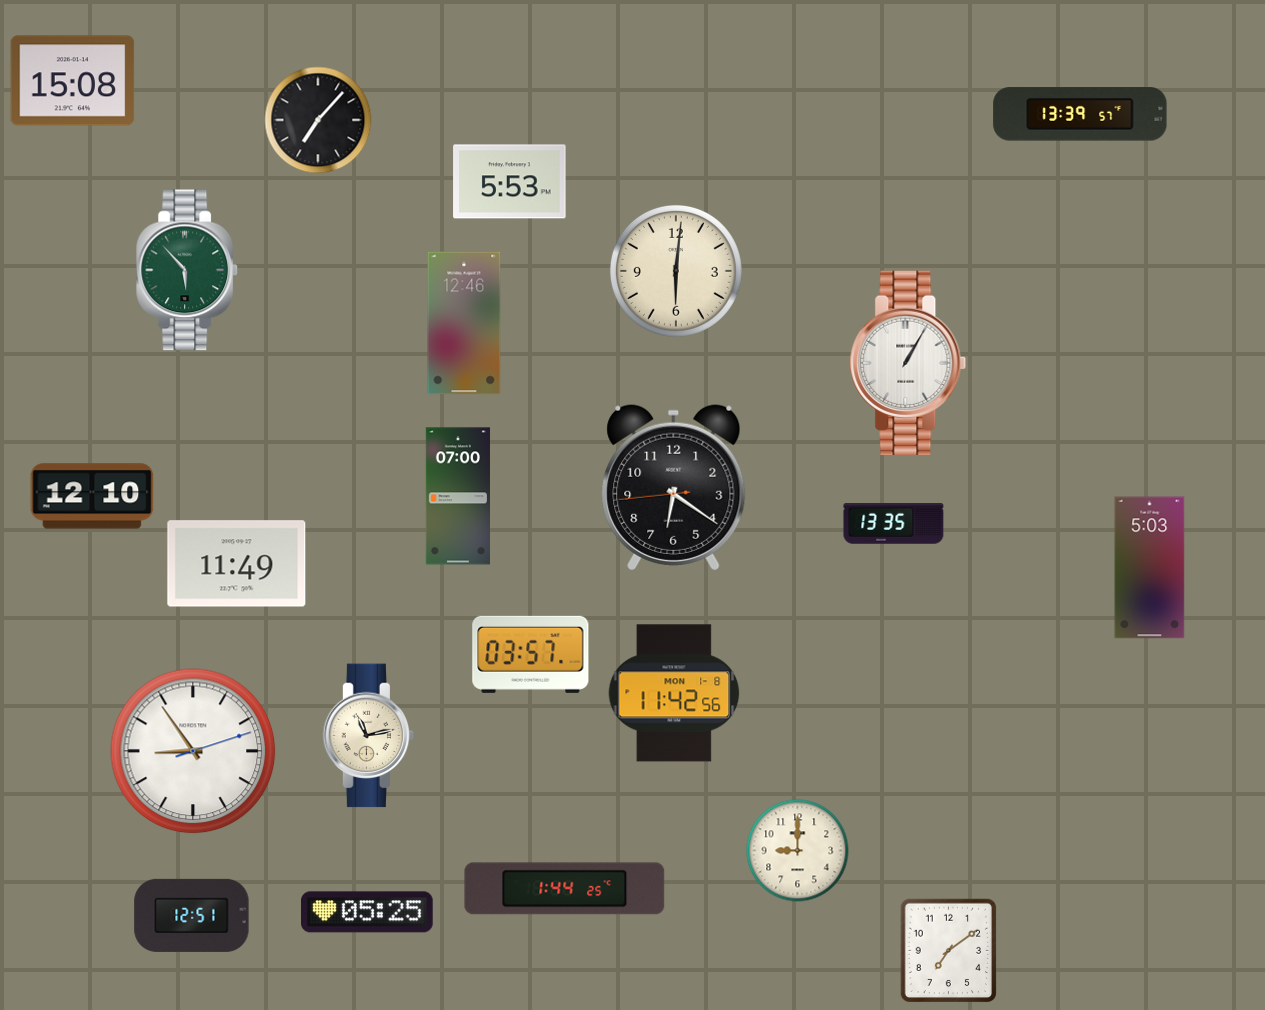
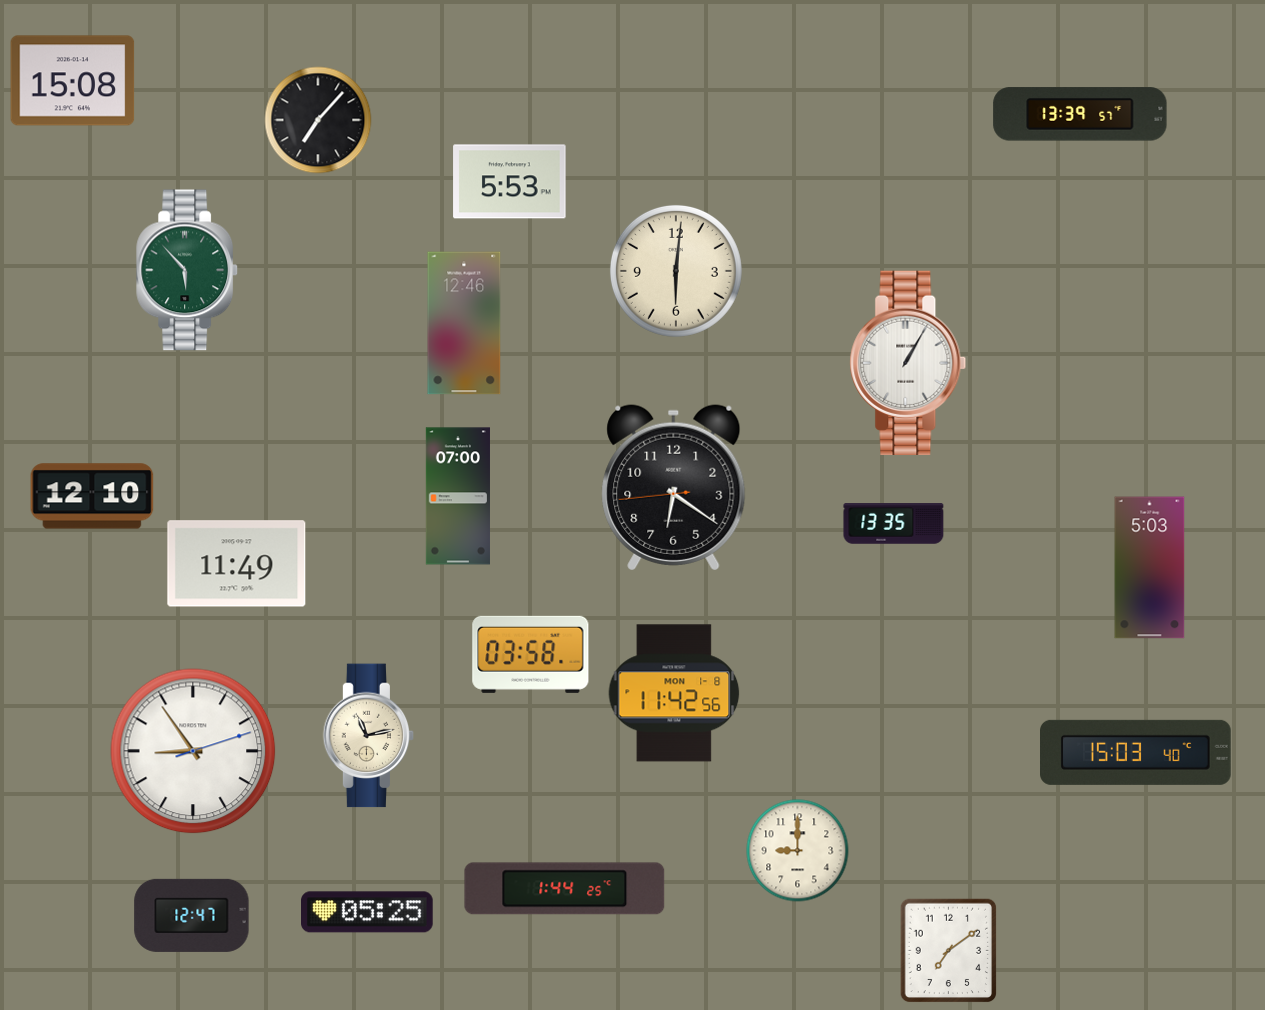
clock at (531, 654): 03:57 -> 03:58
clock at (1136, 752): none -> 15:03
clock at (192, 915): 12:51 -> 12:47
